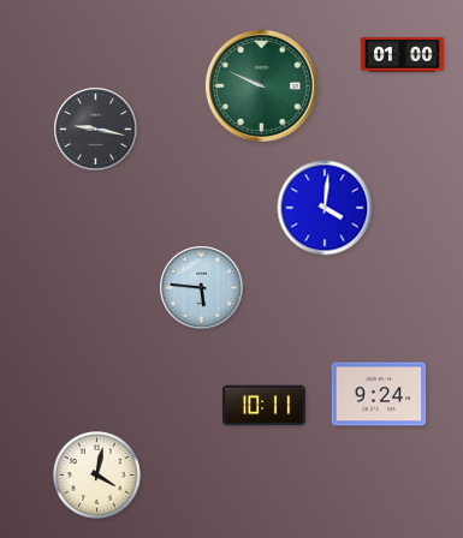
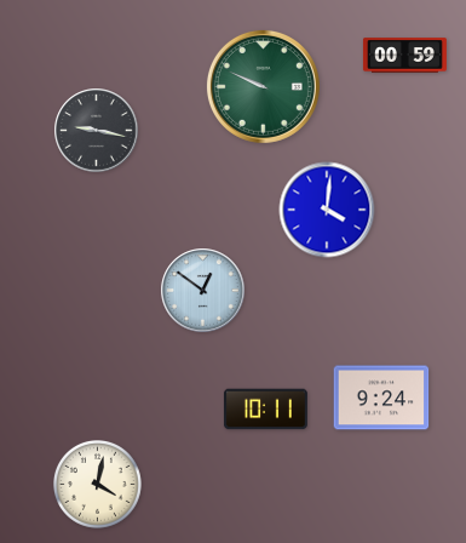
clock at (402, 55): 01:00 -> 00:59
clock at (202, 288): 5:46 -> 12:51
clock at (97, 476) position: (97, 476) -> (98, 485)
